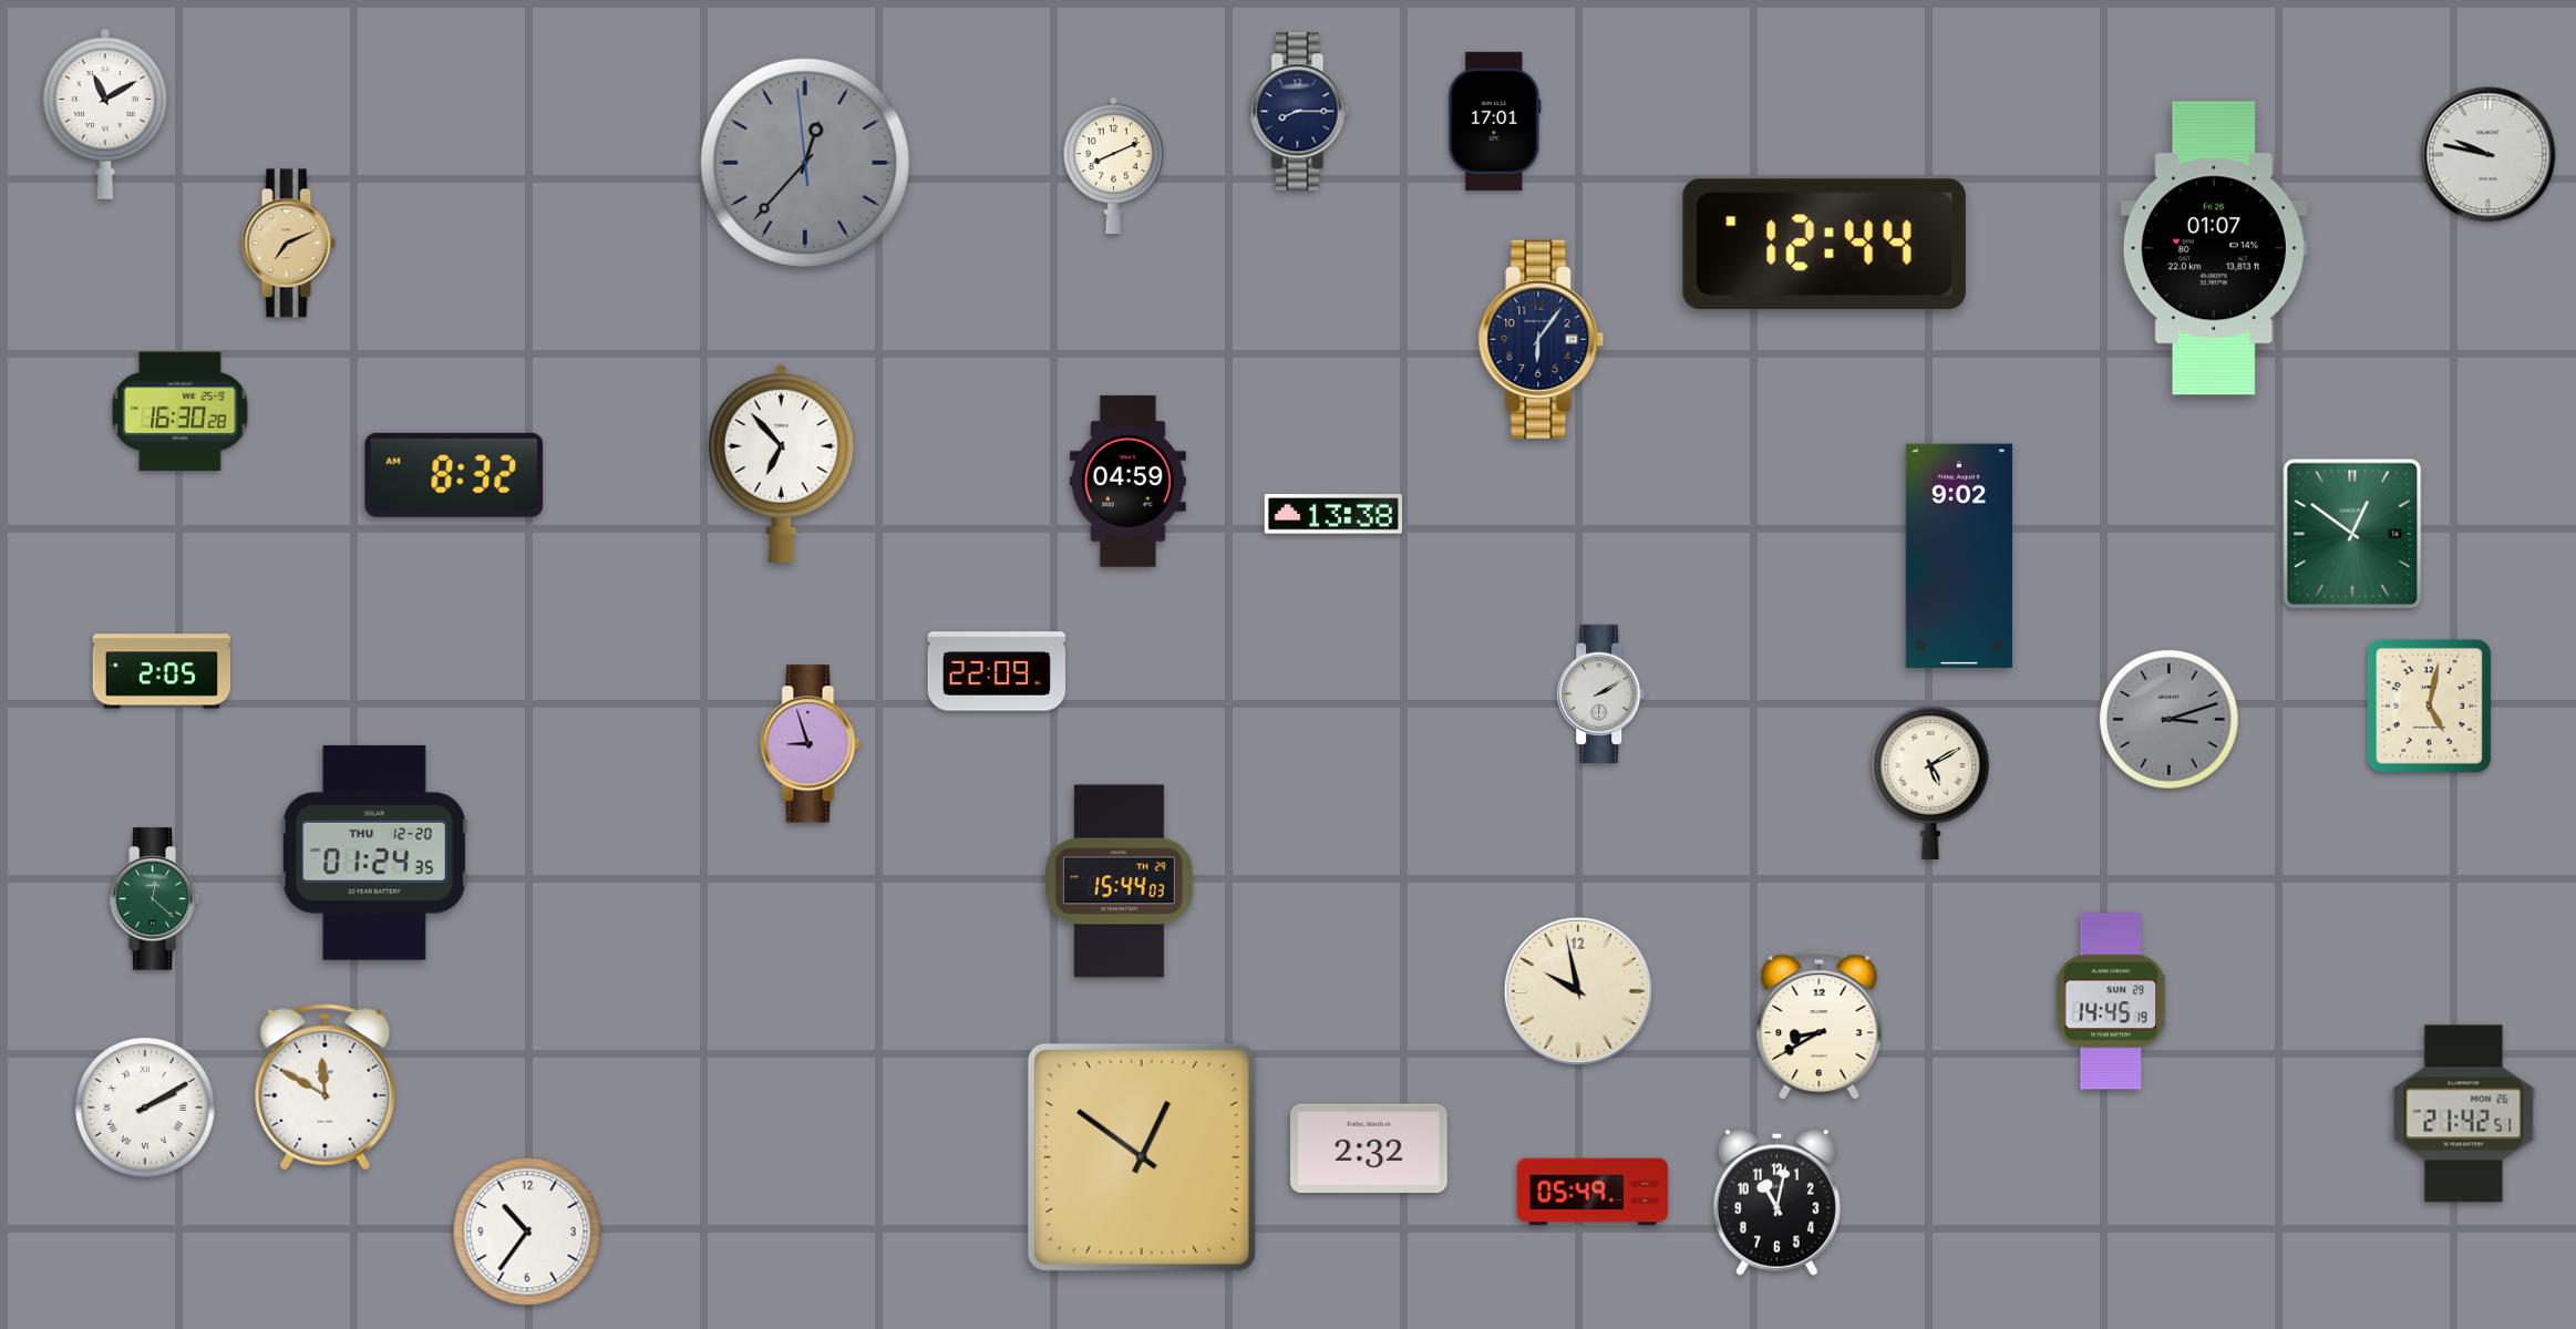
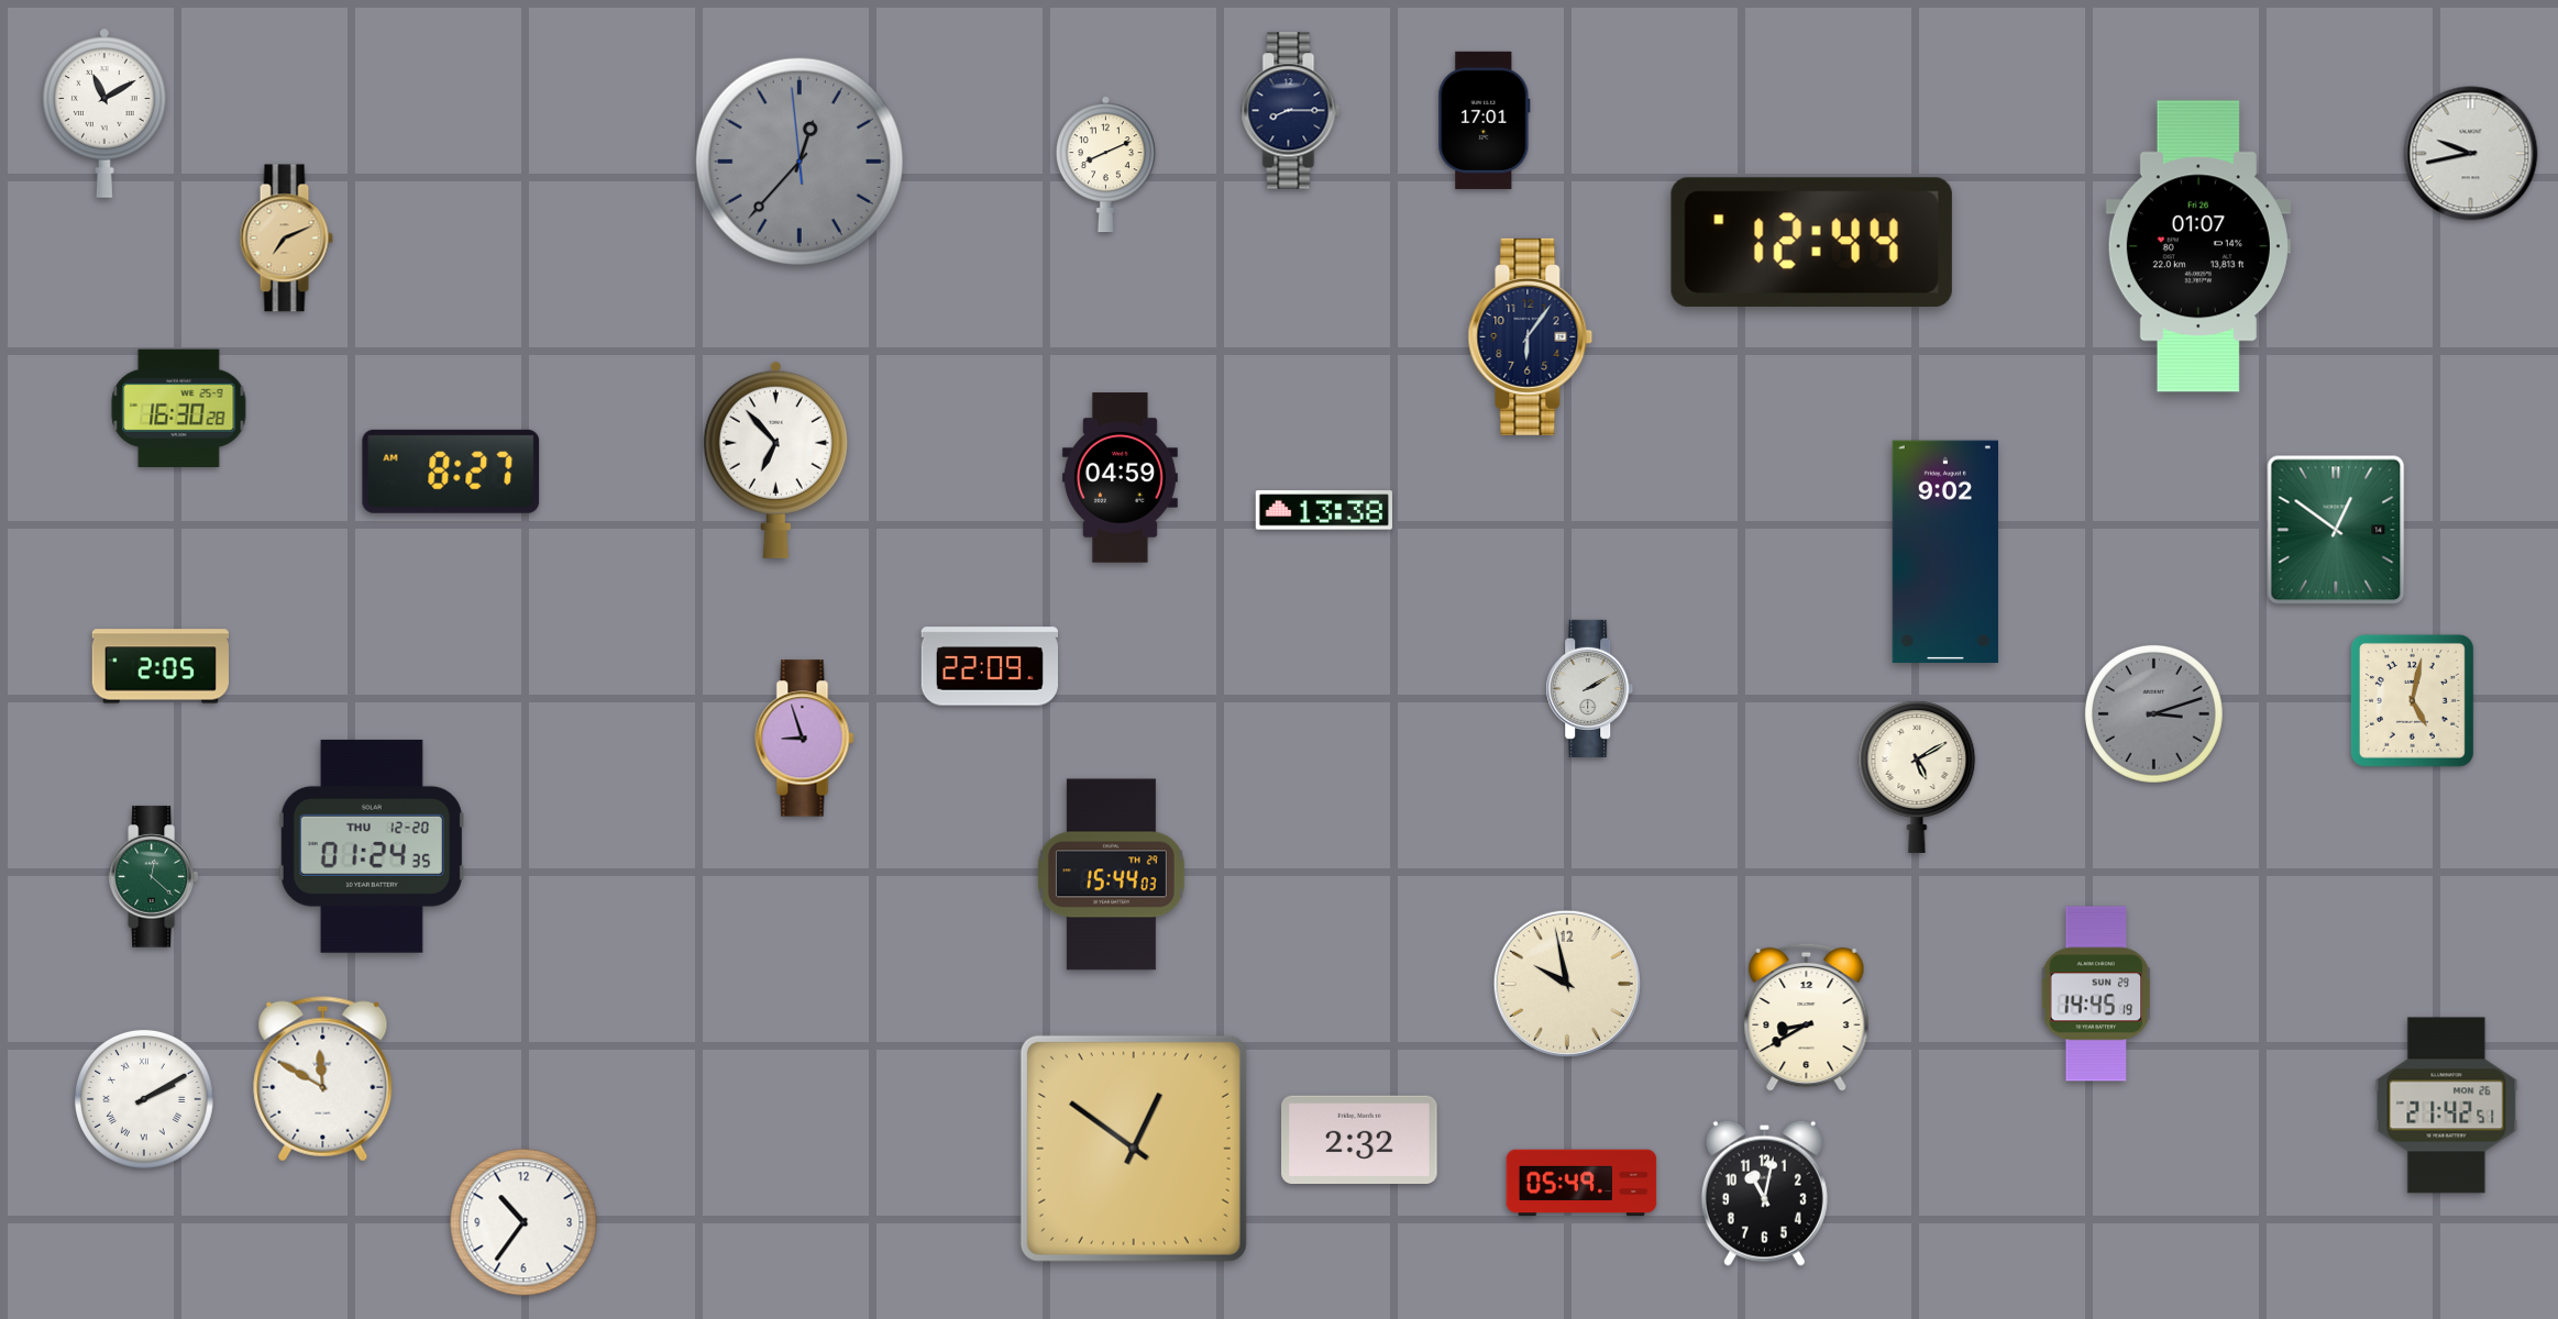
clock at (2489, 155): 9:47 -> 9:43
clock at (288, 244) position: (288, 244) -> (286, 239)
clock at (454, 475): 8:32 -> 8:27
clock at (154, 899) position: (154, 899) -> (153, 877)
